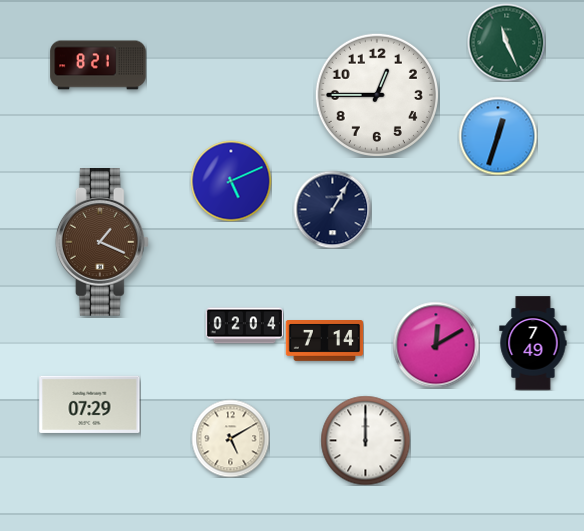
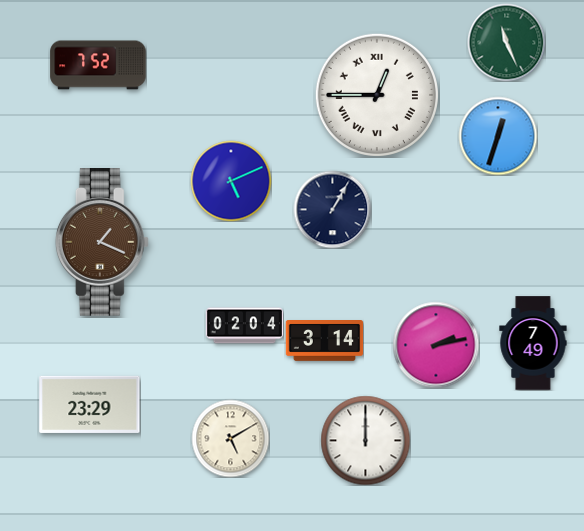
clock at (98, 65): 8:21 -> 7:52
clock at (377, 95) numerals: Arabic -> Roman
clock at (324, 341): 7:14 -> 3:14
clock at (436, 345): 12:10 -> 2:13
clock at (90, 404): 07:29 -> 23:29
